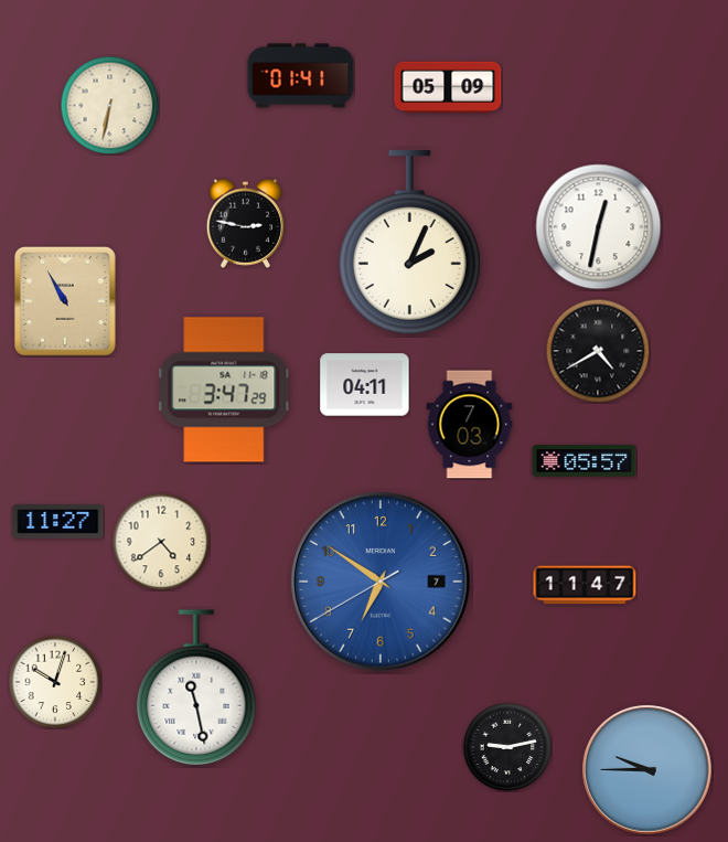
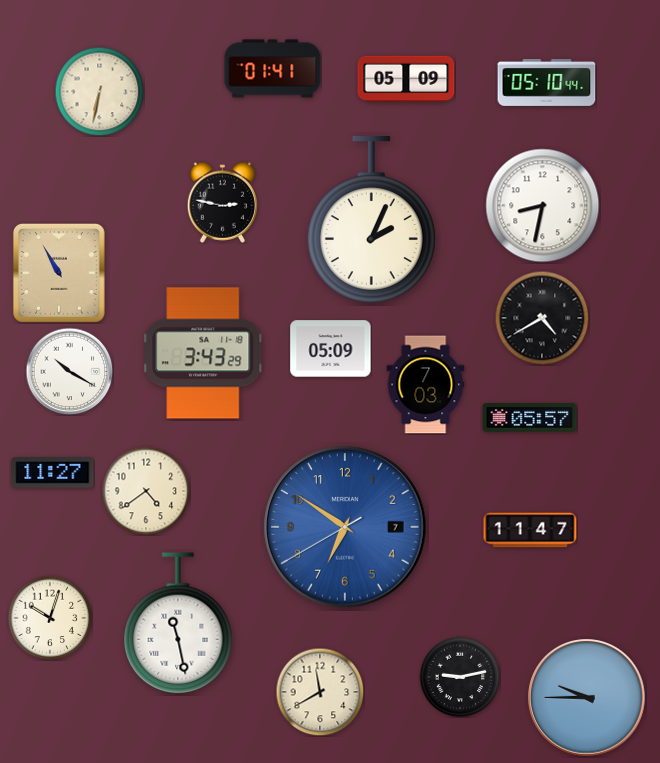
clock at (547, 82): none -> 05:10
clock at (109, 105) position: (109, 105) -> (99, 91)
clock at (599, 227): 12:32 -> 8:32
clock at (365, 385): 04:11 -> 05:09
clock at (224, 390): 3:47 -> 3:43
clock at (69, 371): none -> 10:20
clock at (320, 692): none -> 11:40
